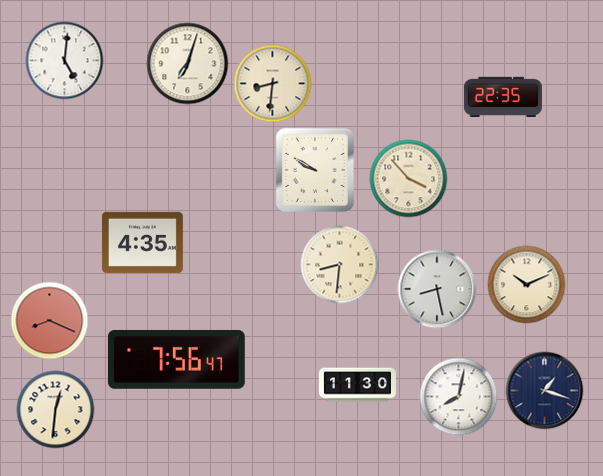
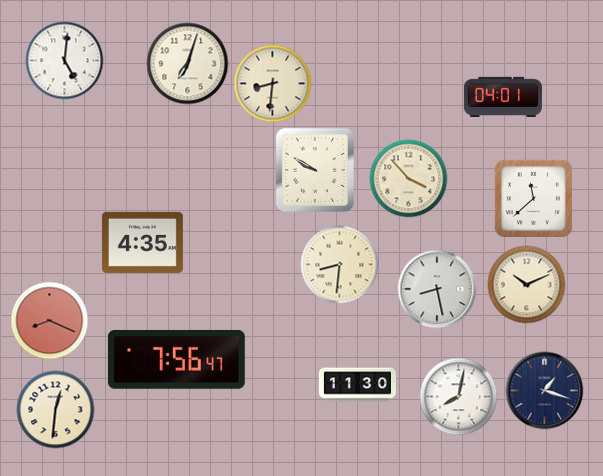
clock at (503, 96): 22:35 -> 04:01
clock at (533, 198): none -> 11:38
